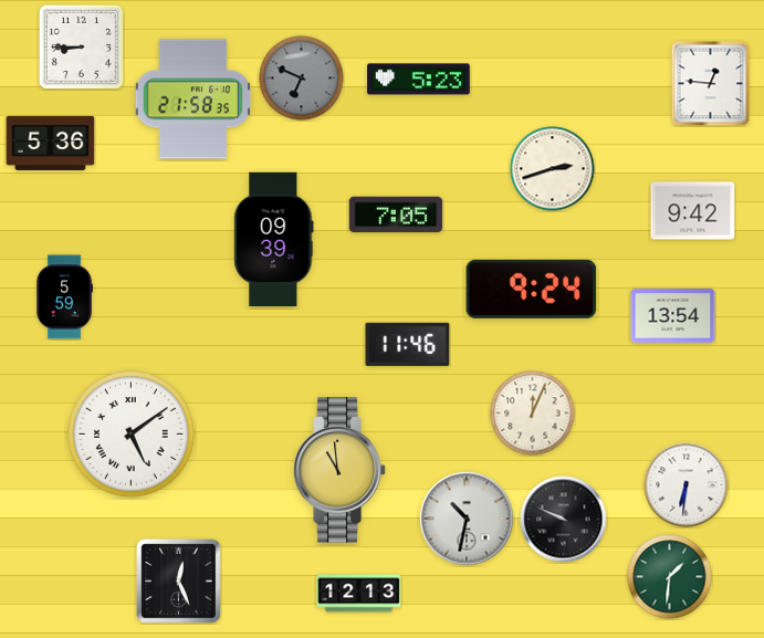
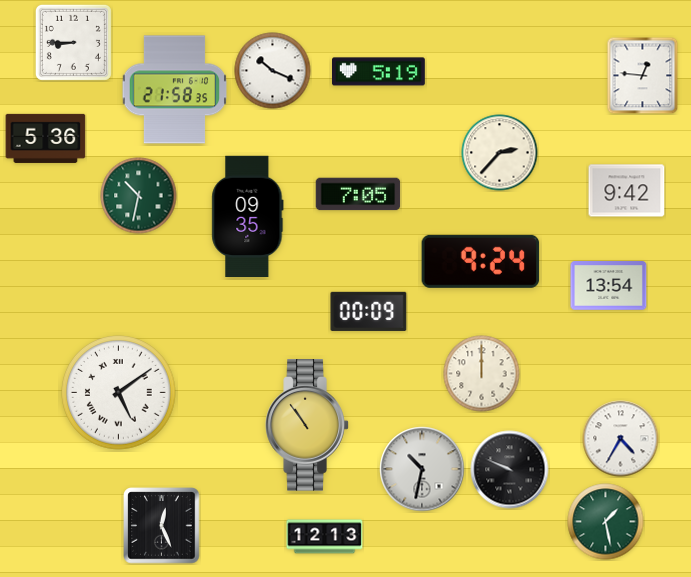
clock at (302, 79): 6:49 -> 10:19
clock at (302, 79) dial: grey -> white
clock at (419, 80): 5:23 -> 5:19
clock at (51, 143) position: (51, 143) -> (46, 138)
clock at (553, 169): 2:42 -> 2:37
clock at (139, 196): none -> 10:32
clock at (274, 239): 09:39 -> 09:35
clock at (64, 297): 5:59 -> none
clock at (408, 344): 11:46 -> 00:09
clock at (533, 414): 12:04 -> 12:00
clock at (339, 470): 10:59 -> 10:54
clock at (687, 485): 6:31 -> 4:35
clock at (670, 577): 1:31 -> 1:28
